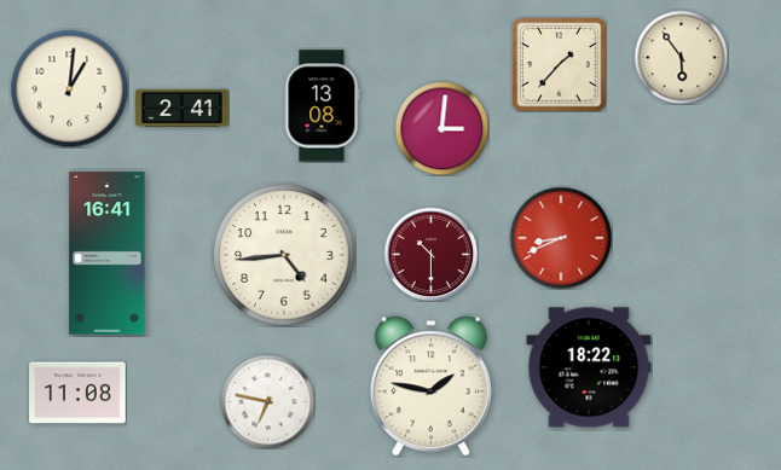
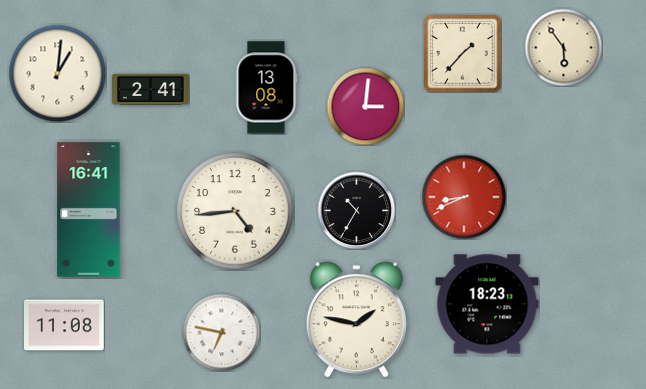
clock at (430, 254): 10:30 -> 10:35
clock at (430, 254) dial: burgundy -> black
clock at (589, 367): 18:22 -> 18:23
